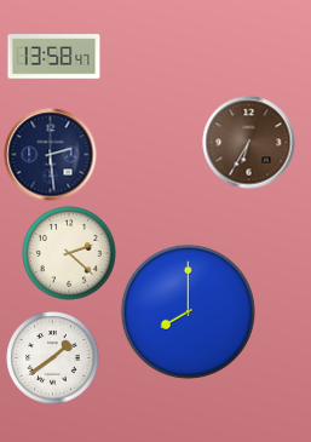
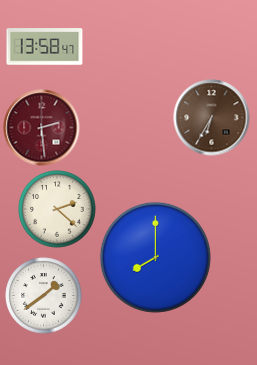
clock at (249, 143) position: (249, 143) -> (212, 118)
clock at (51, 155) dial: navy -> burgundy
